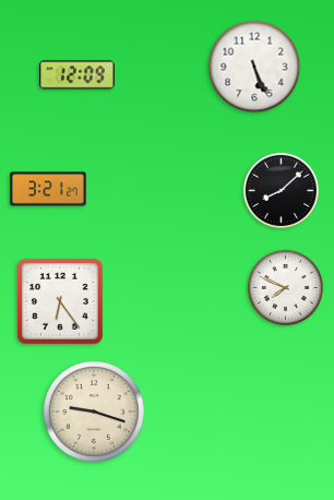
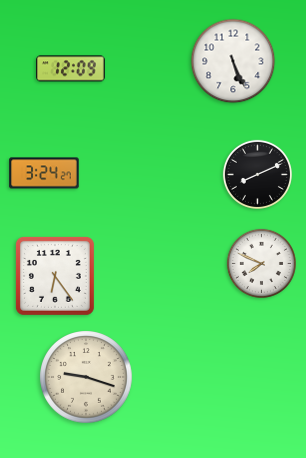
clock at (48, 189): 3:21 -> 3:24
clock at (281, 190): 8:08 -> 8:11
